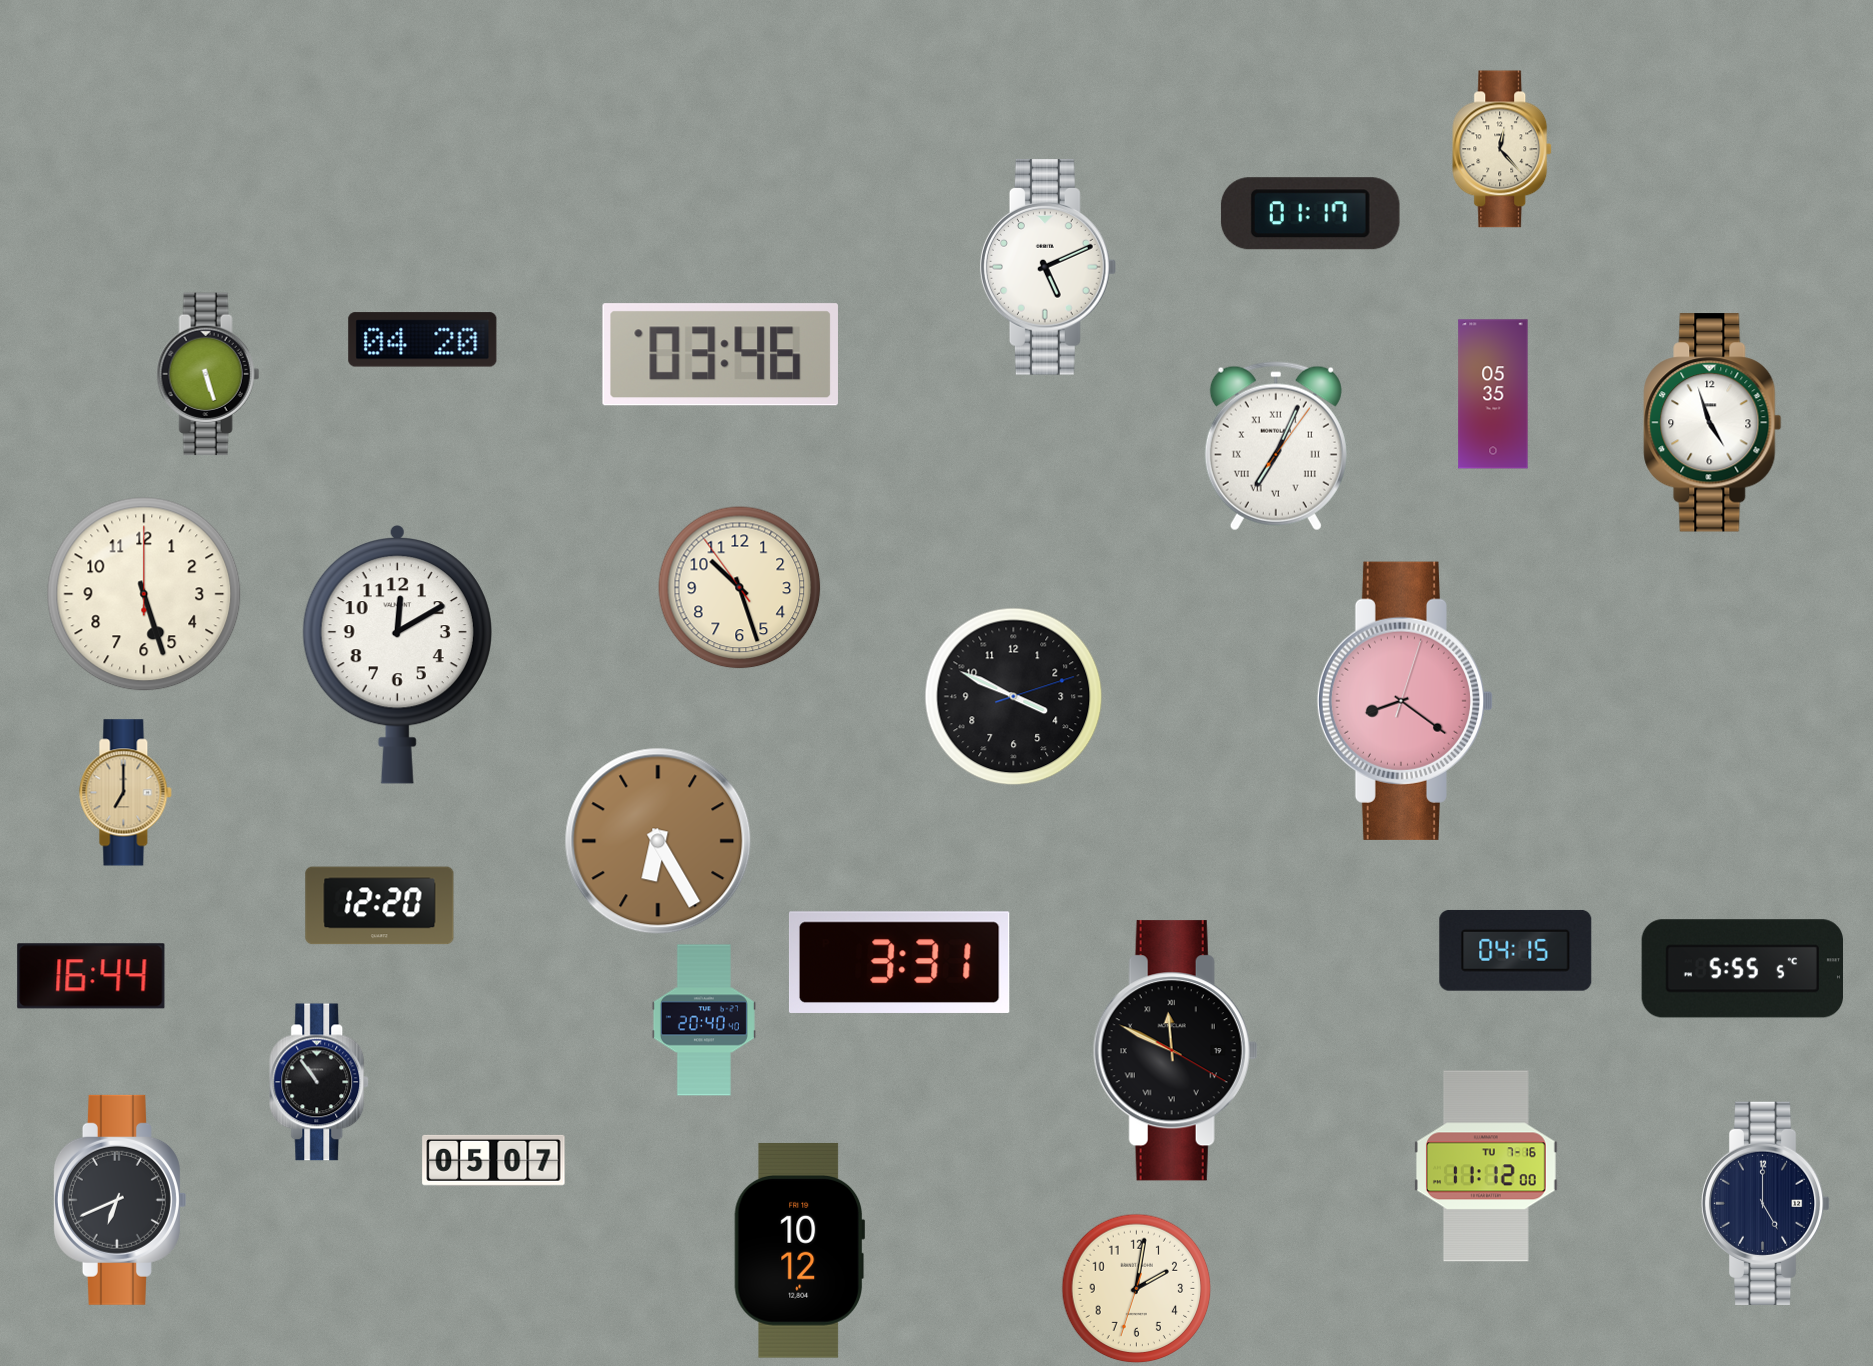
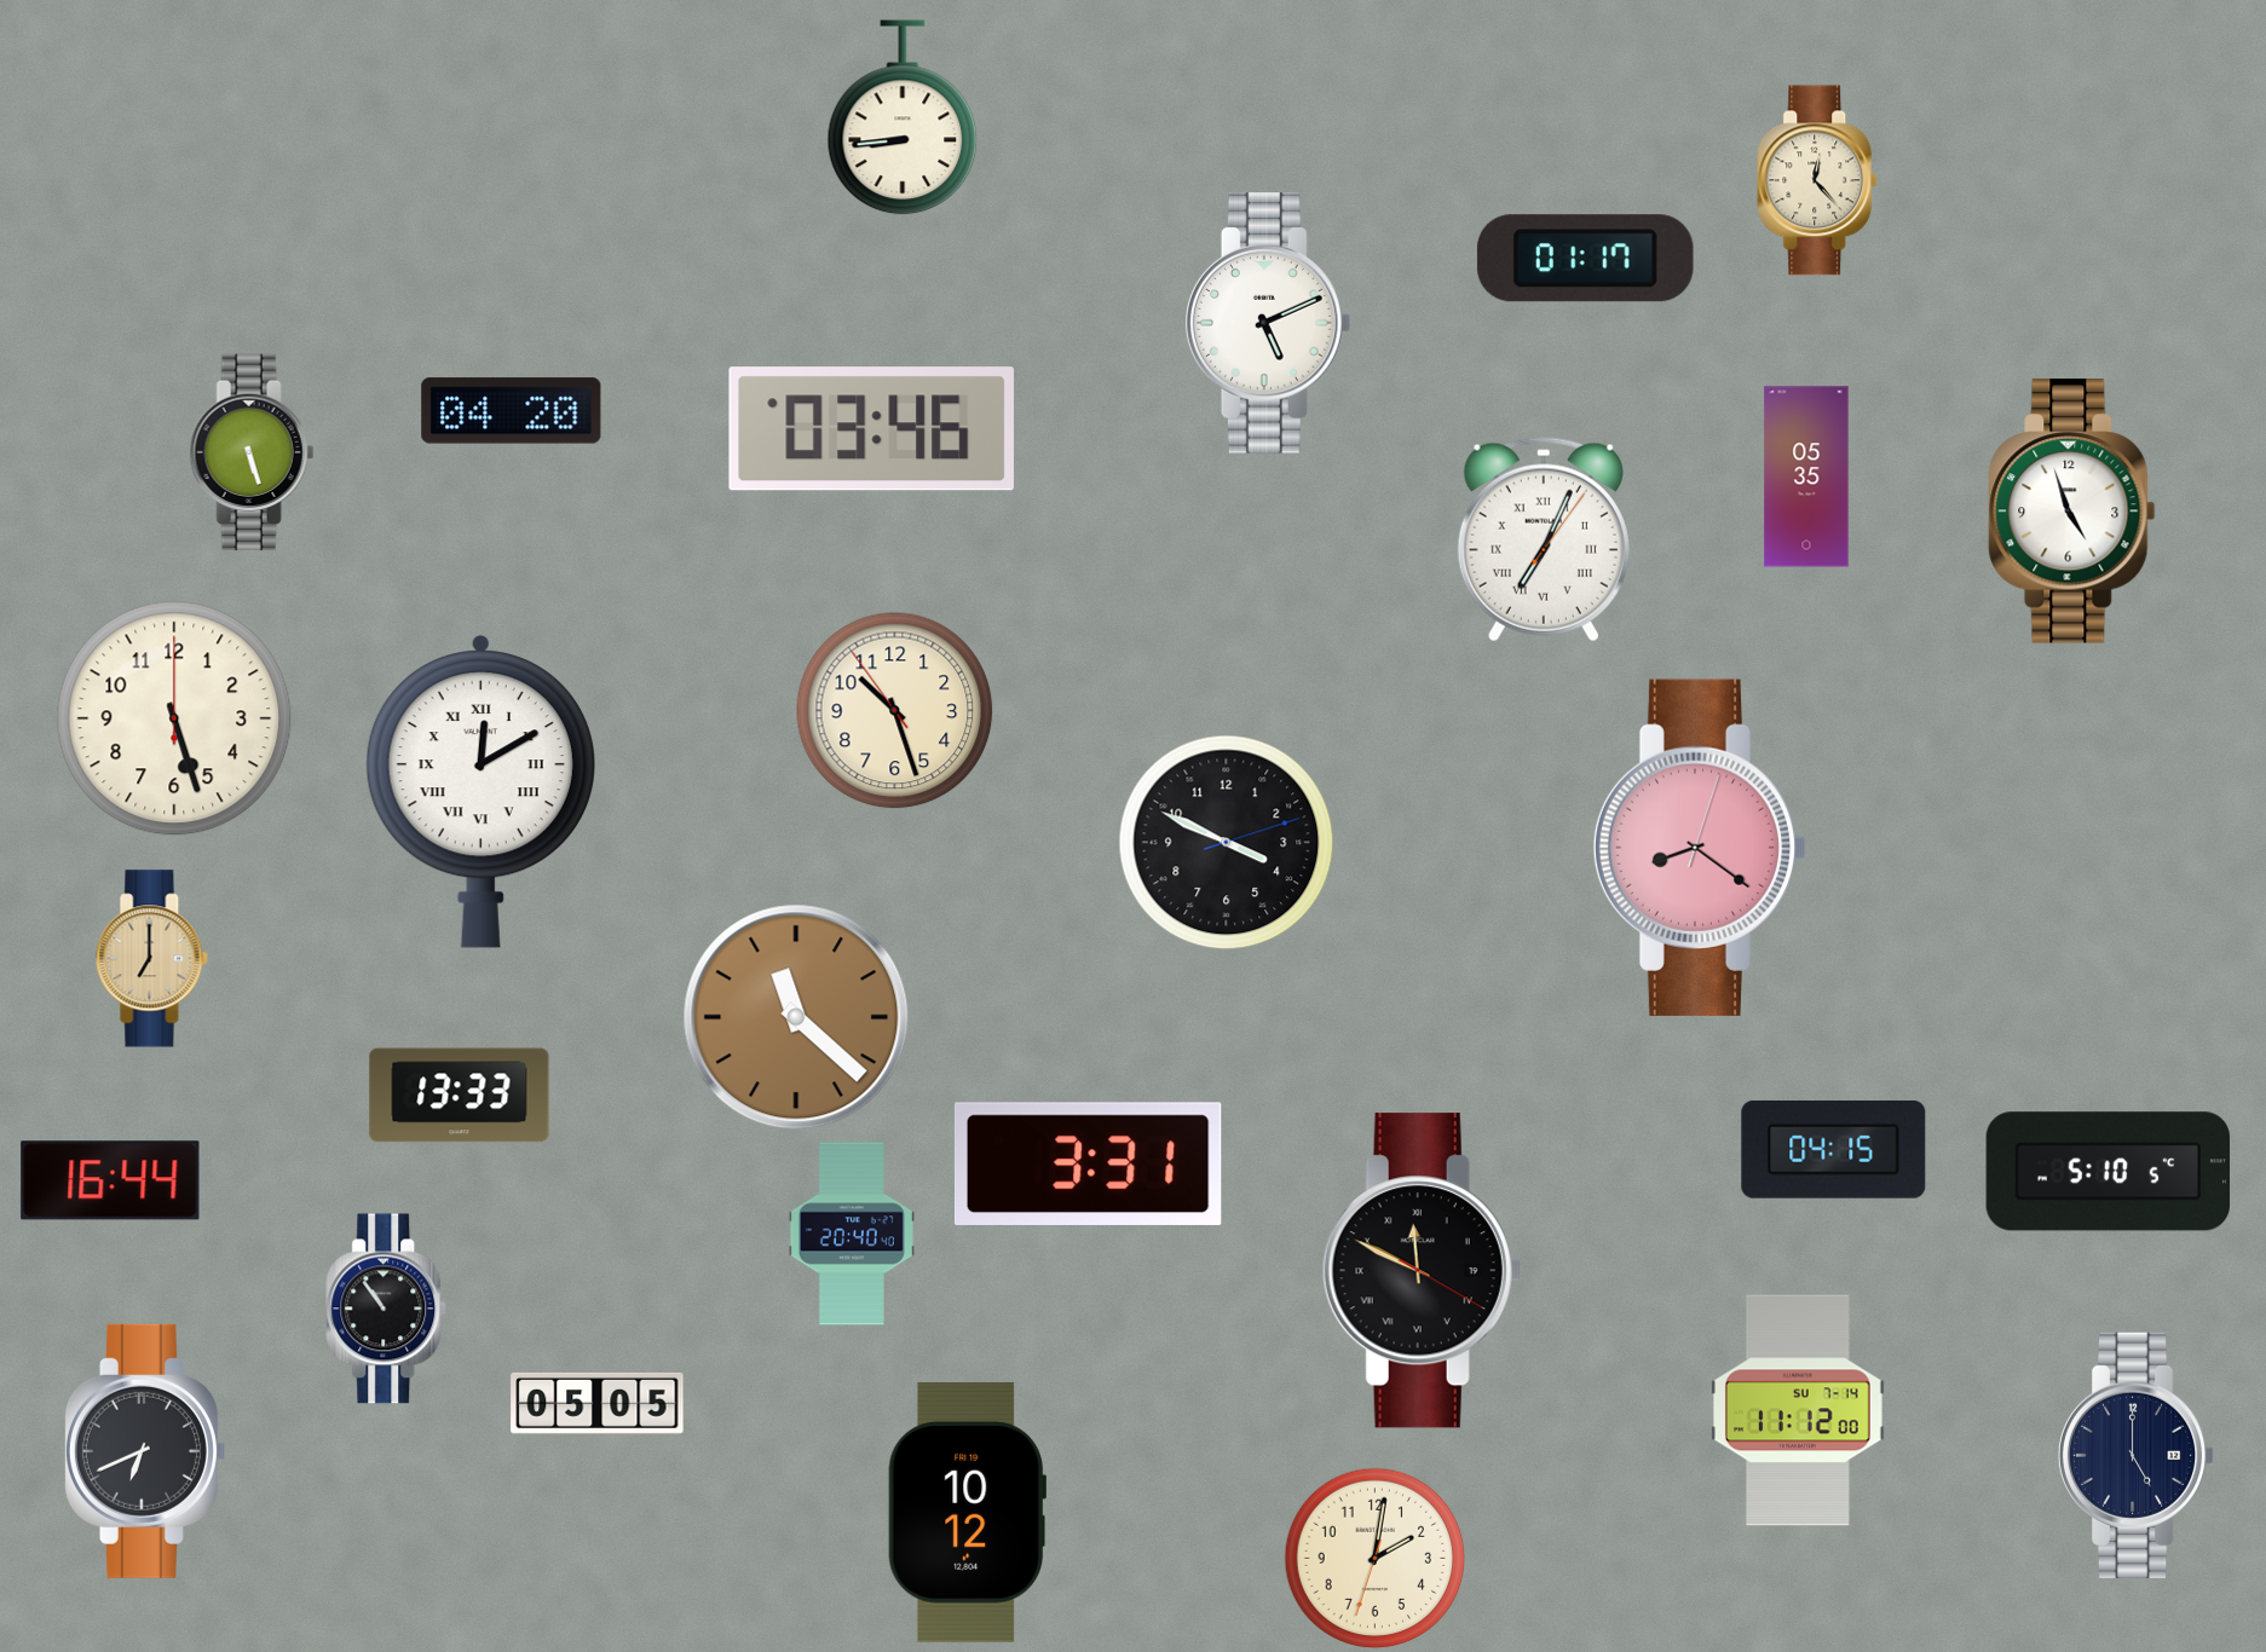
clock at (903, 117): none -> 8:44
clock at (397, 655) numerals: Arabic -> Roman
clock at (658, 841): 6:25 -> 11:22
clock at (380, 906): 12:20 -> 13:33
clock at (1742, 969): 5:55 -> 5:10
clock at (494, 1160): 05:07 -> 05:05
clock at (1487, 1166) date: TU 7-16 -> SU 7-14
